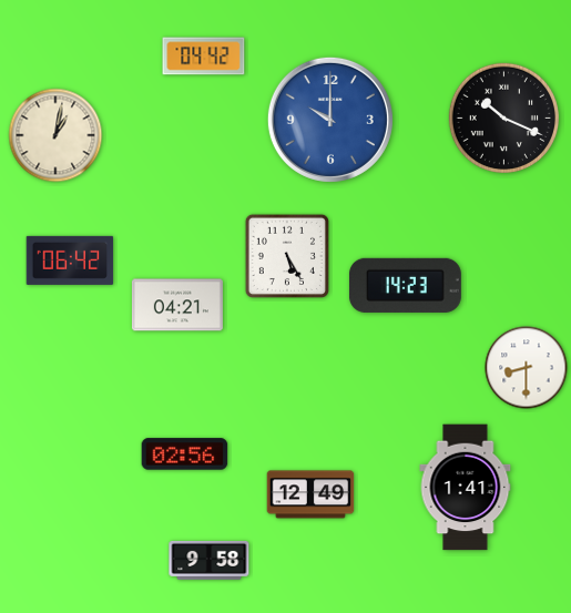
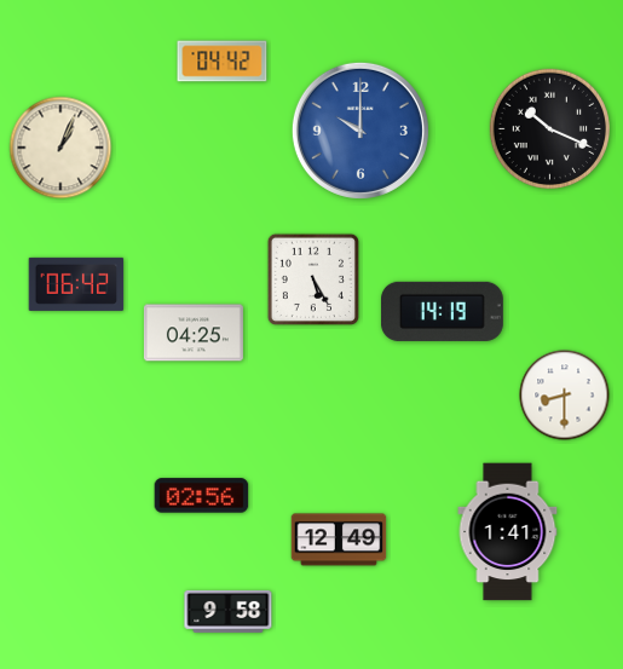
clock at (55, 135): 1:02 -> 1:04
clock at (405, 285): 14:23 -> 14:19
clock at (177, 305): 04:21 -> 04:25
clock at (527, 368) position: (527, 368) -> (565, 396)
